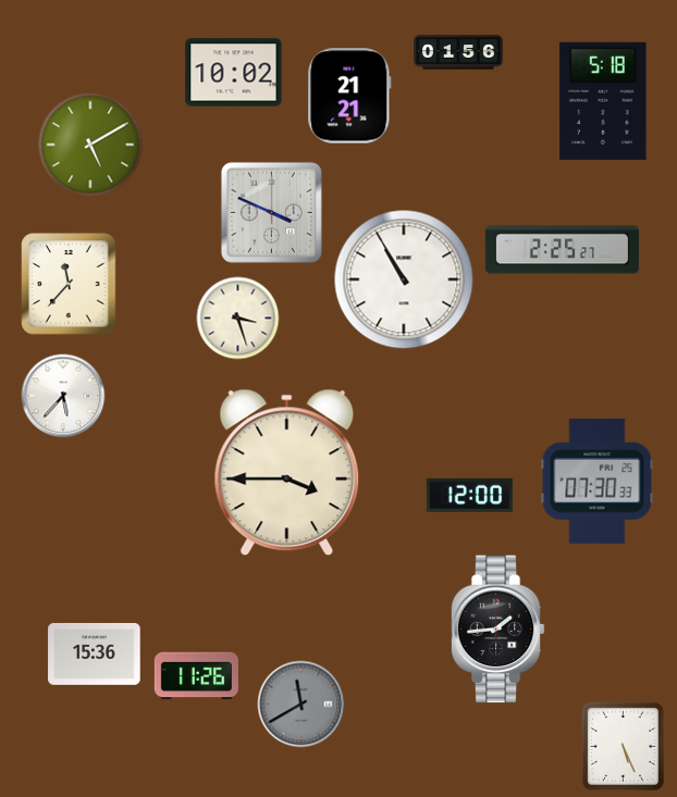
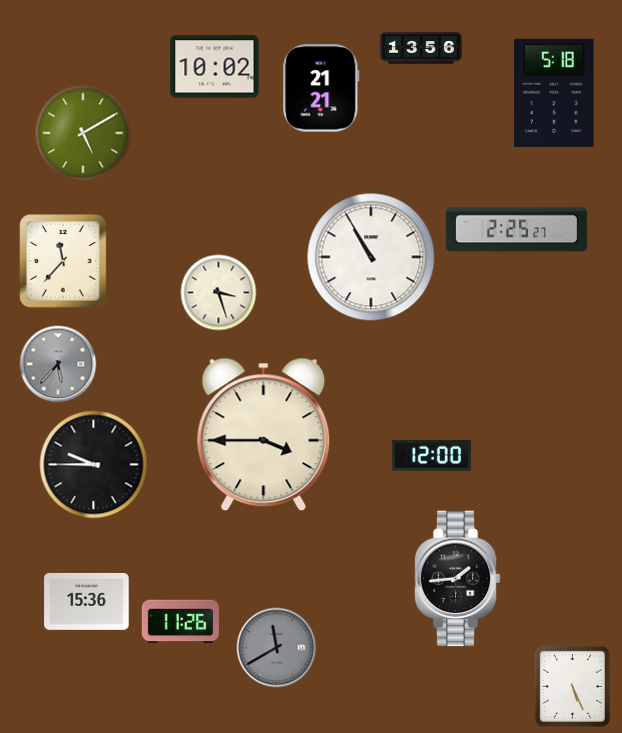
clock at (459, 52): 01:56 -> 13:56
clock at (271, 212): 3:49 -> none
clock at (63, 396) dial: white -> grey
clock at (598, 481): 07:30 -> none
clock at (94, 465): none -> 9:45
